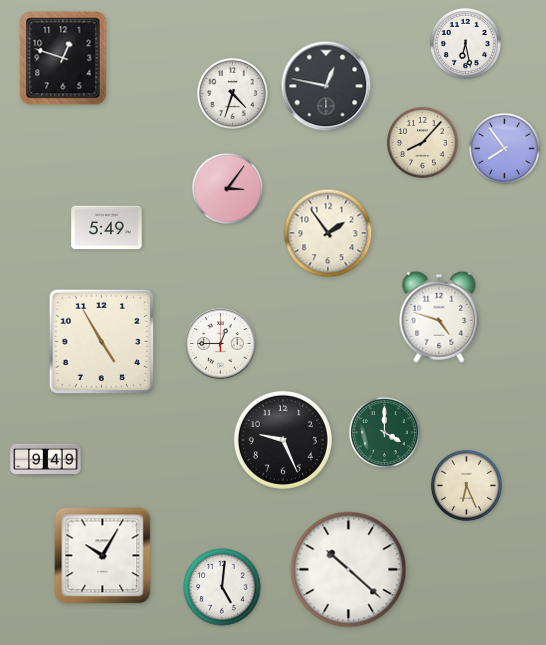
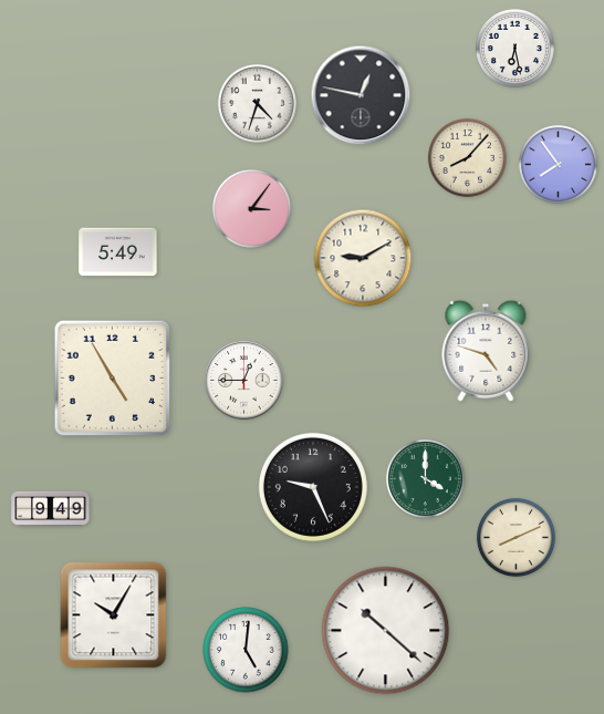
clock at (63, 58): 12:48 -> none
clock at (328, 233): 1:54 -> 9:10
clock at (466, 485): 6:26 -> 8:11
